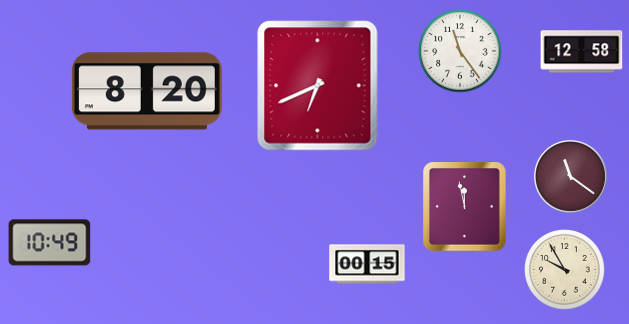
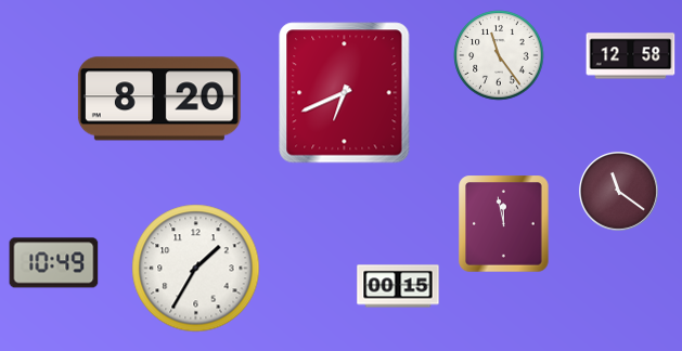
clock at (196, 269): none -> 1:35
clock at (565, 270): 9:55 -> none
